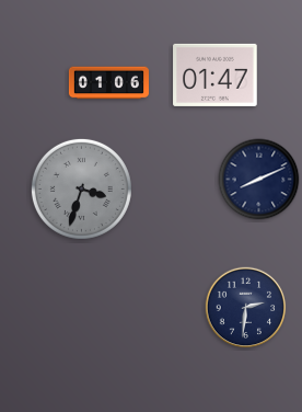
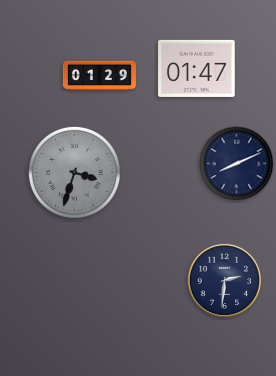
clock at (108, 83): 01:06 -> 01:29
